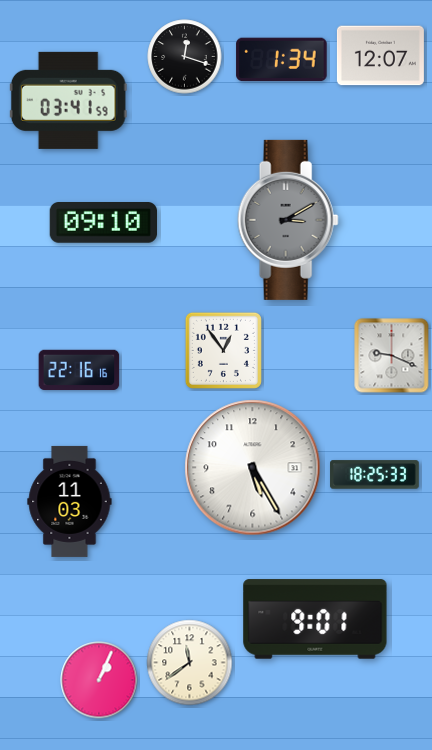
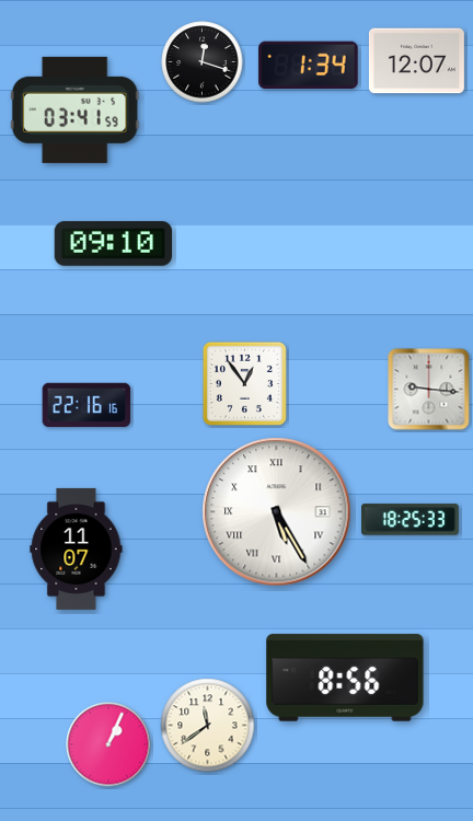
clock at (288, 220): 3:10 -> none
clock at (392, 356): 9:19 -> 9:16
clock at (253, 468) numerals: Arabic -> Roman
clock at (70, 501): 11:03 -> 11:07
clock at (315, 619): 9:01 -> 8:56
